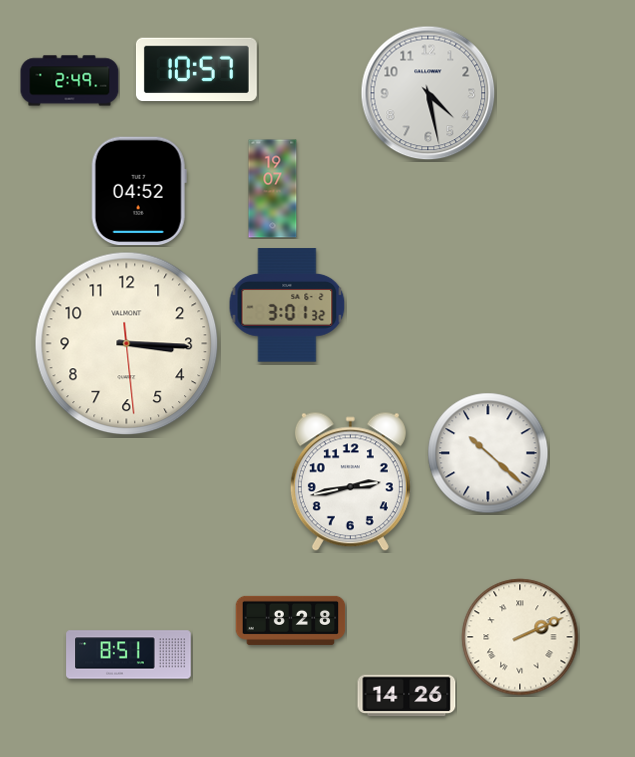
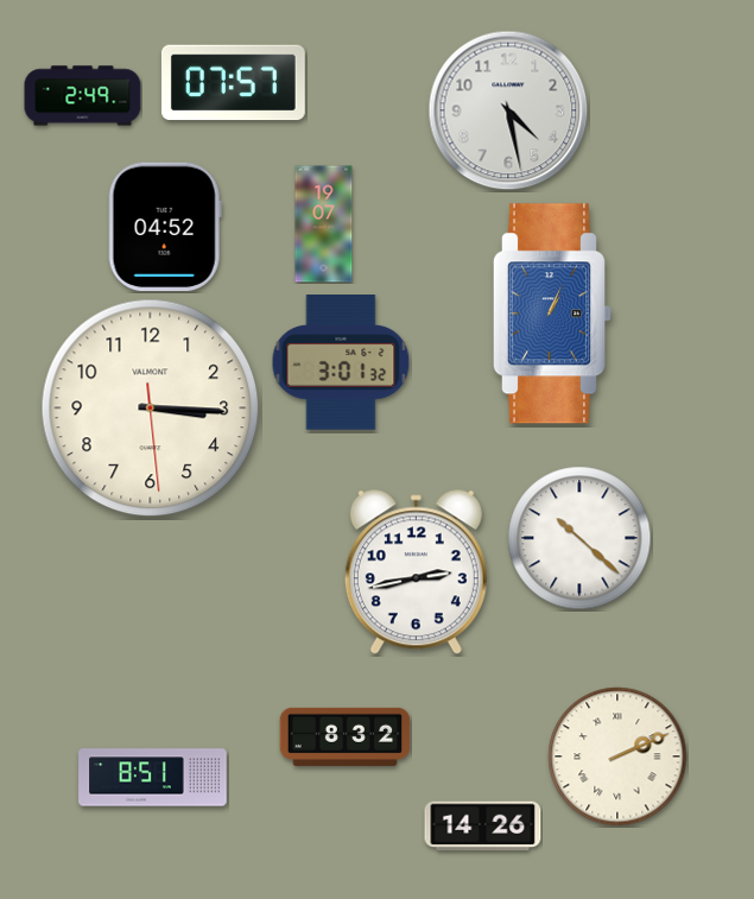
clock at (196, 70): 10:57 -> 07:57
clock at (551, 314): none -> 1:04
clock at (291, 620): 8:28 -> 8:32
